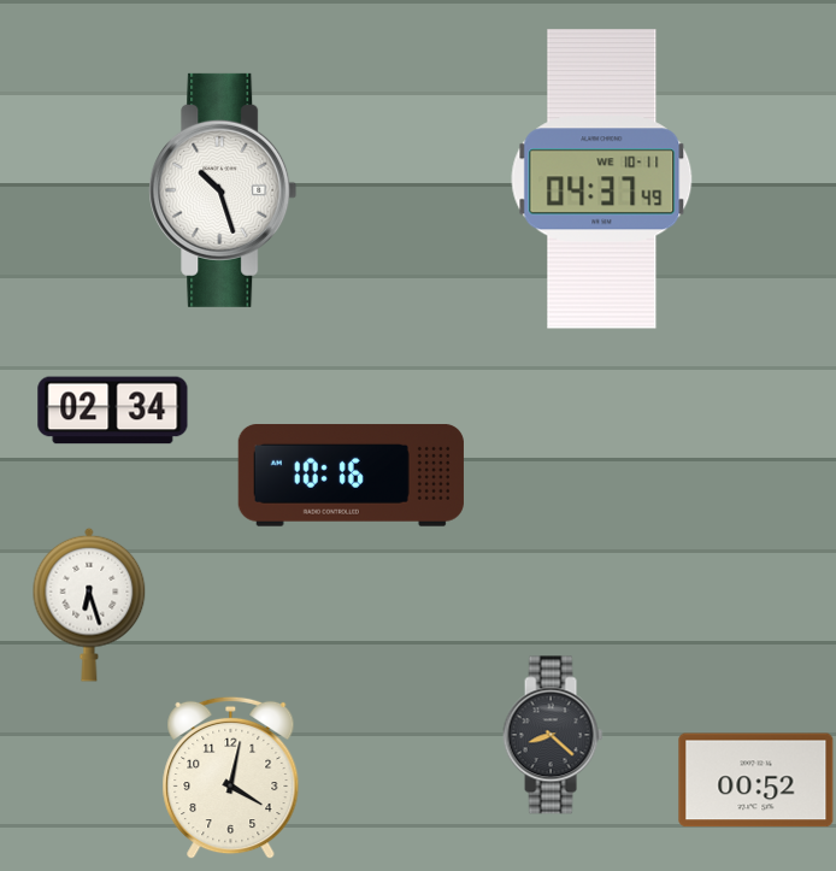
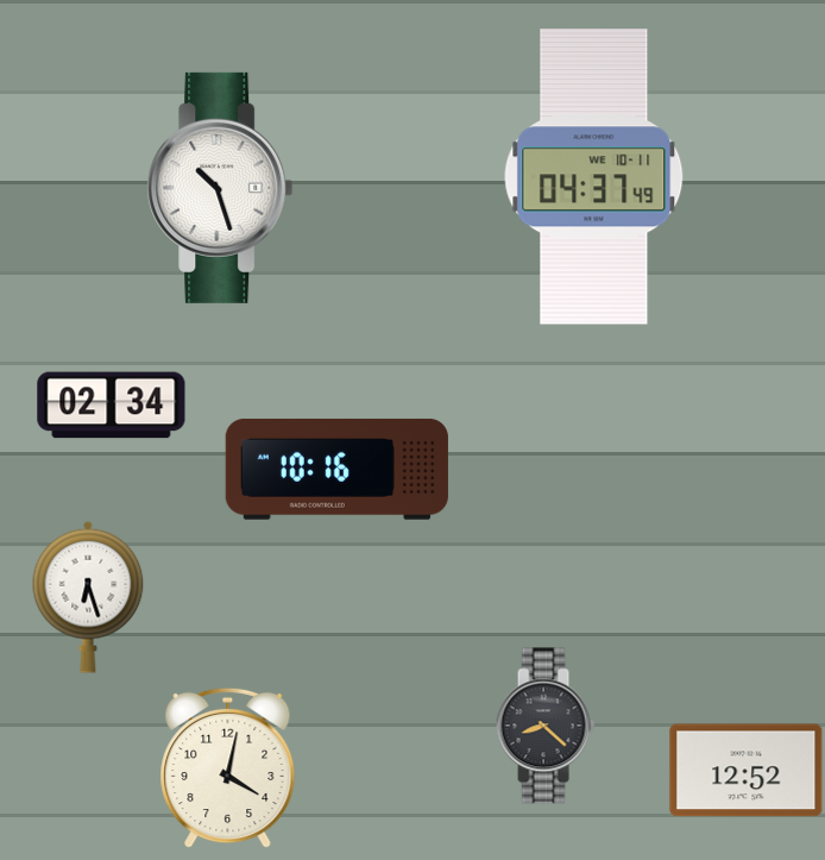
clock at (351, 475) position: (351, 475) -> (336, 469)
clock at (756, 781): 00:52 -> 12:52
